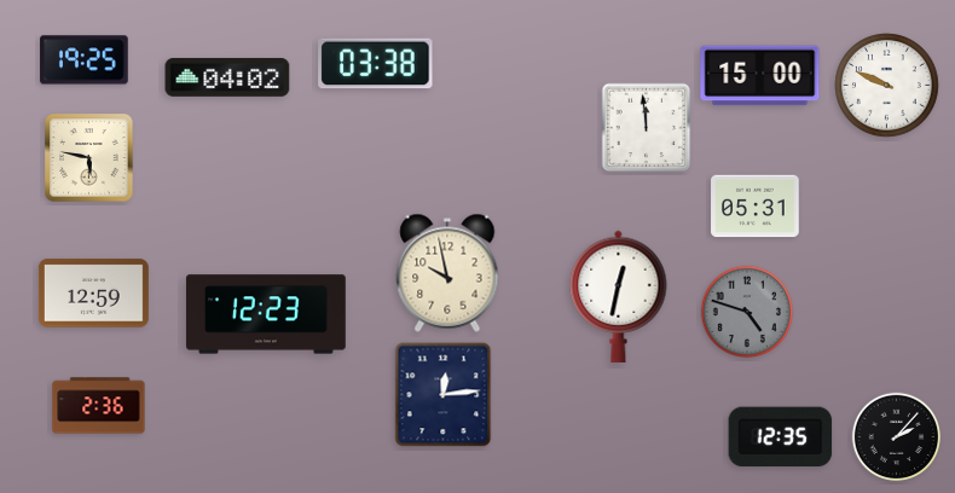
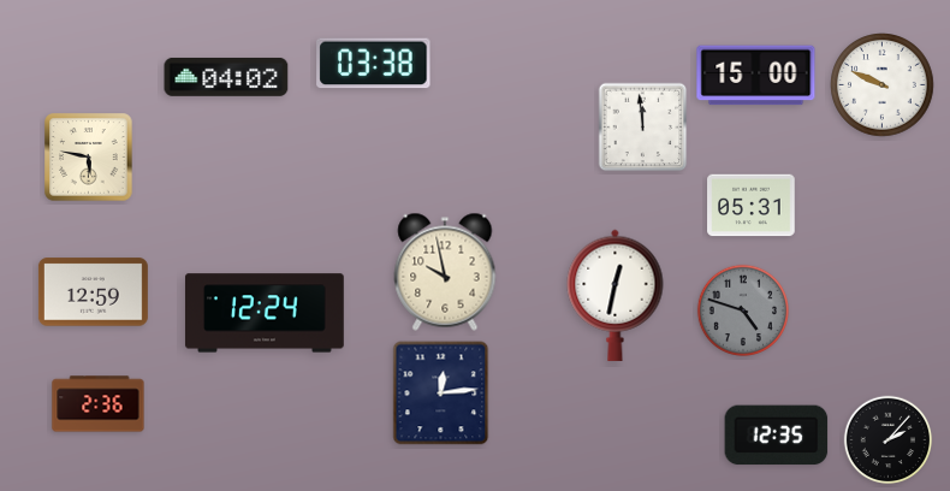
clock at (85, 60): 19:25 -> none
clock at (266, 314): 12:23 -> 12:24
clock at (897, 437) position: (897, 437) -> (889, 440)
